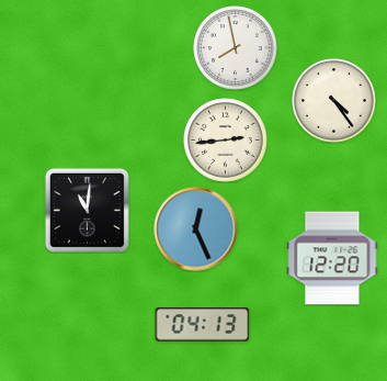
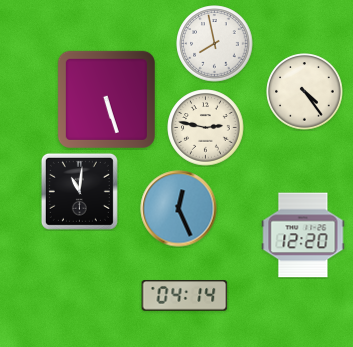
clock at (106, 99): none -> 5:27
clock at (226, 141): 2:44 -> 2:47
clock at (203, 325): 04:13 -> 04:14
